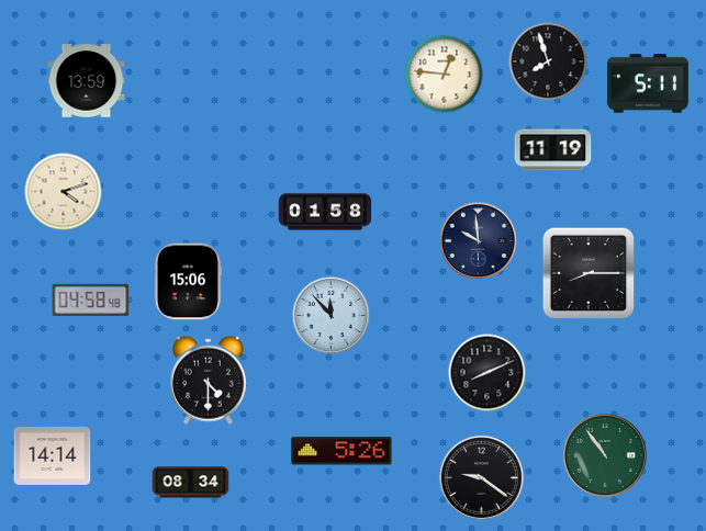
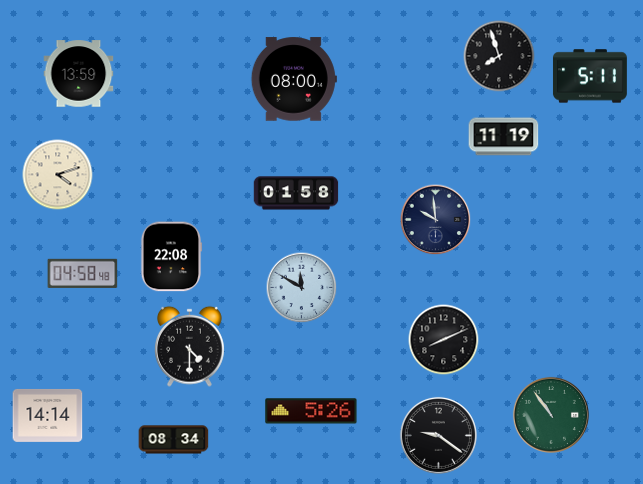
clock at (445, 75): 12:46 -> none
clock at (294, 79): none -> 08:00
clock at (589, 273): 8:15 -> none
clock at (188, 282): 15:06 -> 22:08
clock at (332, 316): 11:53 -> 11:50
